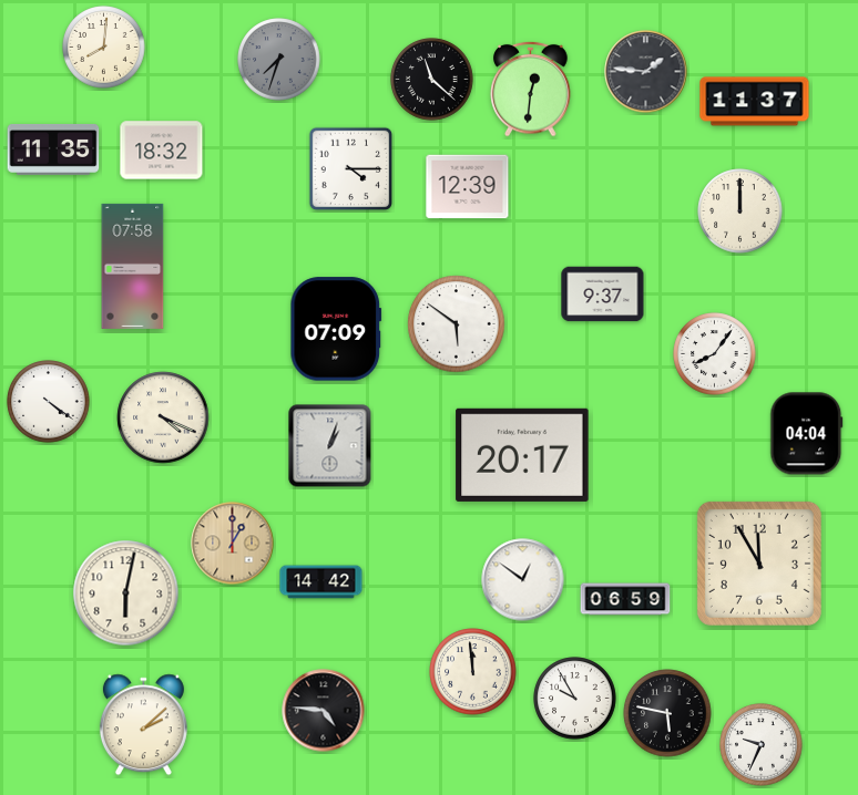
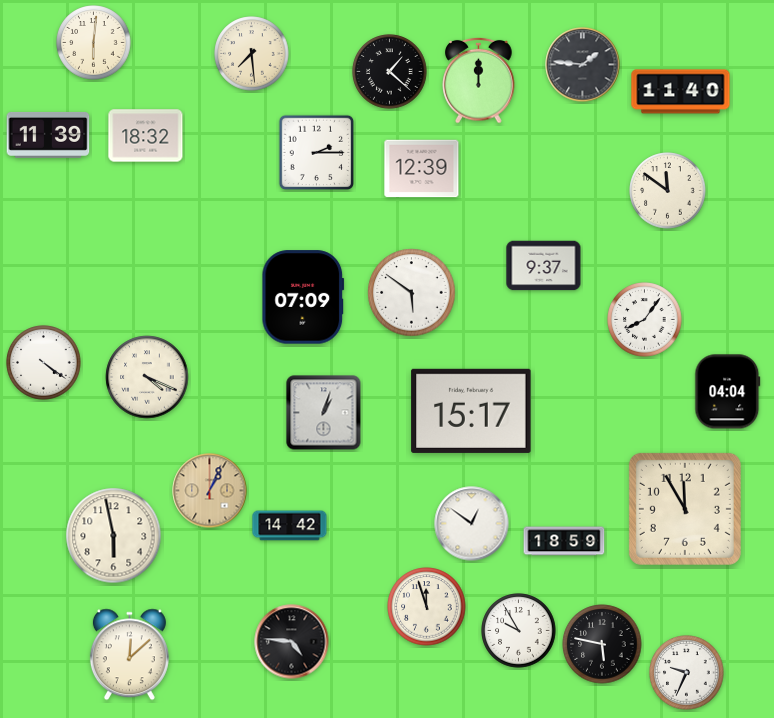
clock at (104, 48): 8:01 -> 6:01
clock at (279, 60): 7:33 -> 7:29
clock at (279, 60) dial: grey -> cream
clock at (432, 80): 11:22 -> 1:22
clock at (531, 89): 12:31 -> 12:00
clock at (755, 102): 11:37 -> 11:40
clock at (53, 149): 11:35 -> 11:39
clock at (351, 169): 4:15 -> 2:15
clock at (740, 211): 12:00 -> 11:51
clock at (133, 266): 07:58 -> none
clock at (330, 446) position: (330, 446) -> (324, 413)
clock at (522, 455): 20:17 -> 15:17
clock at (233, 544): 1:00 -> 1:04
clock at (126, 593): 6:02 -> 5:58
clock at (625, 599): 06:59 -> 18:59
clock at (473, 672): 11:59 -> 11:57
clock at (143, 725): 2:08 -> 12:08
